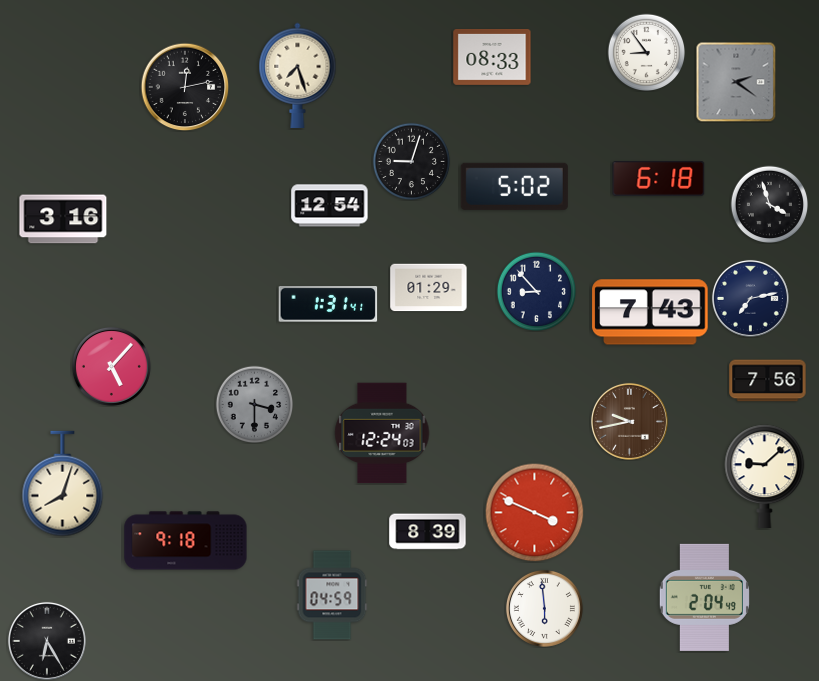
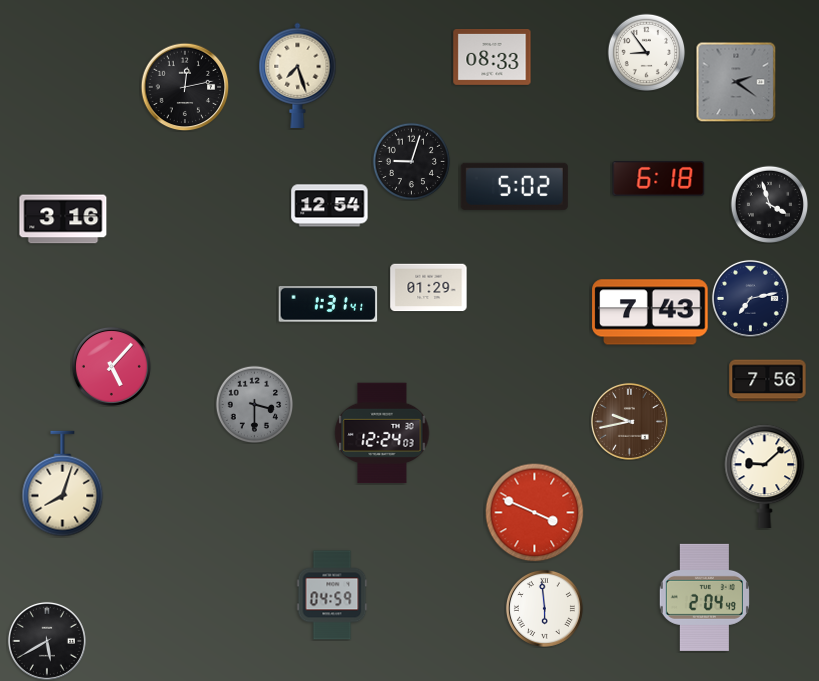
clock at (536, 291): 8:53 -> none
clock at (428, 532): 8:39 -> none
clock at (186, 541): 9:18 -> none
clock at (47, 641): 6:25 -> 5:40
